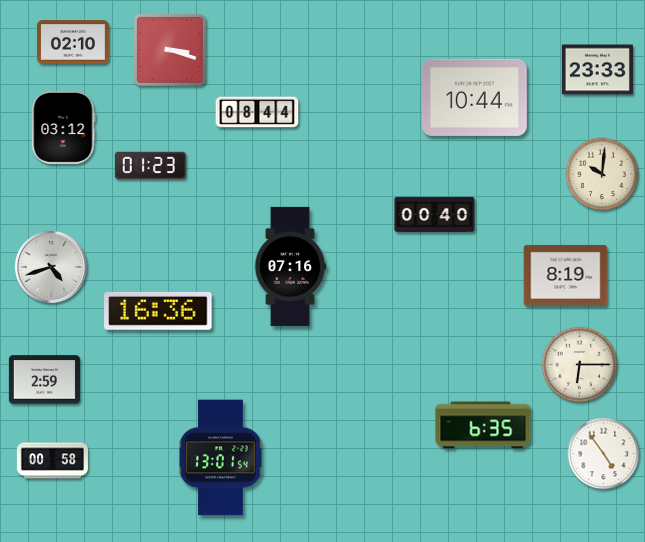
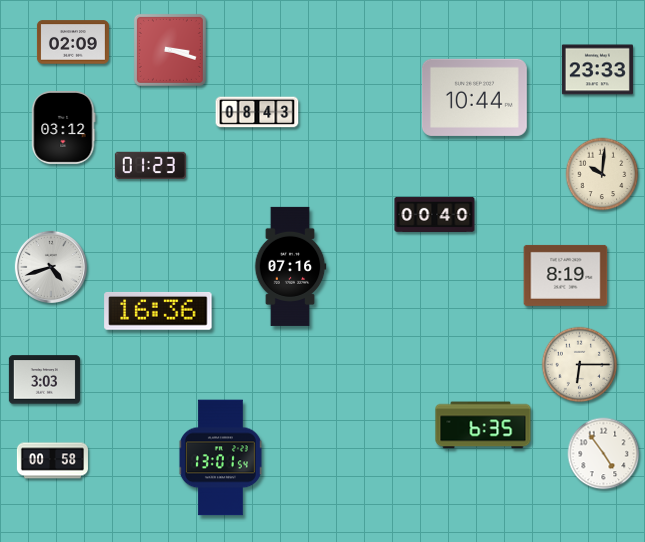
clock at (73, 42): 02:10 -> 02:09
clock at (257, 112): 08:44 -> 08:43
clock at (44, 380): 2:59 -> 3:03
